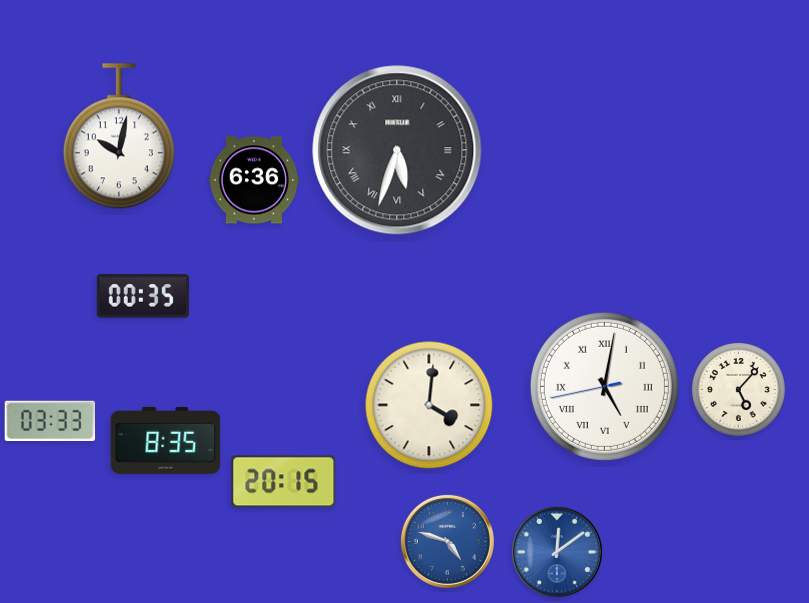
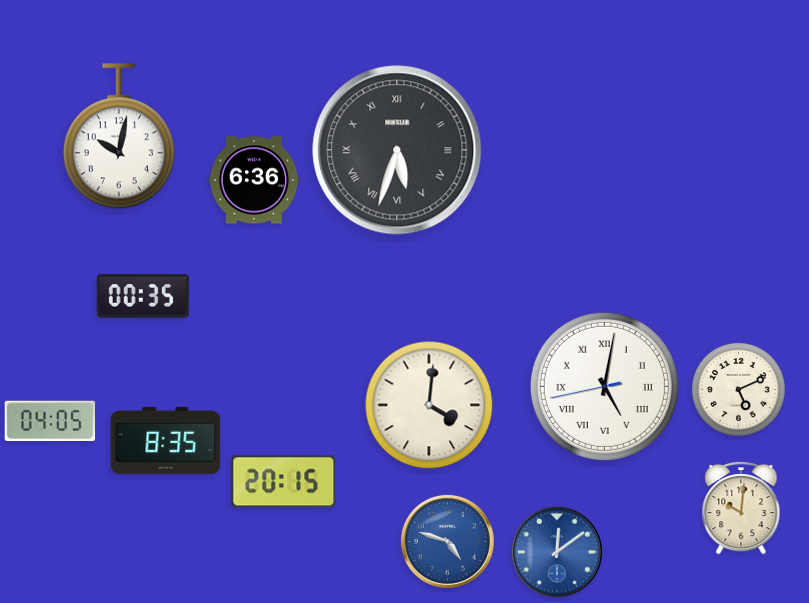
clock at (738, 389): 5:07 -> 5:11
clock at (50, 420): 03:33 -> 04:05
clock at (741, 508): none -> 10:01
